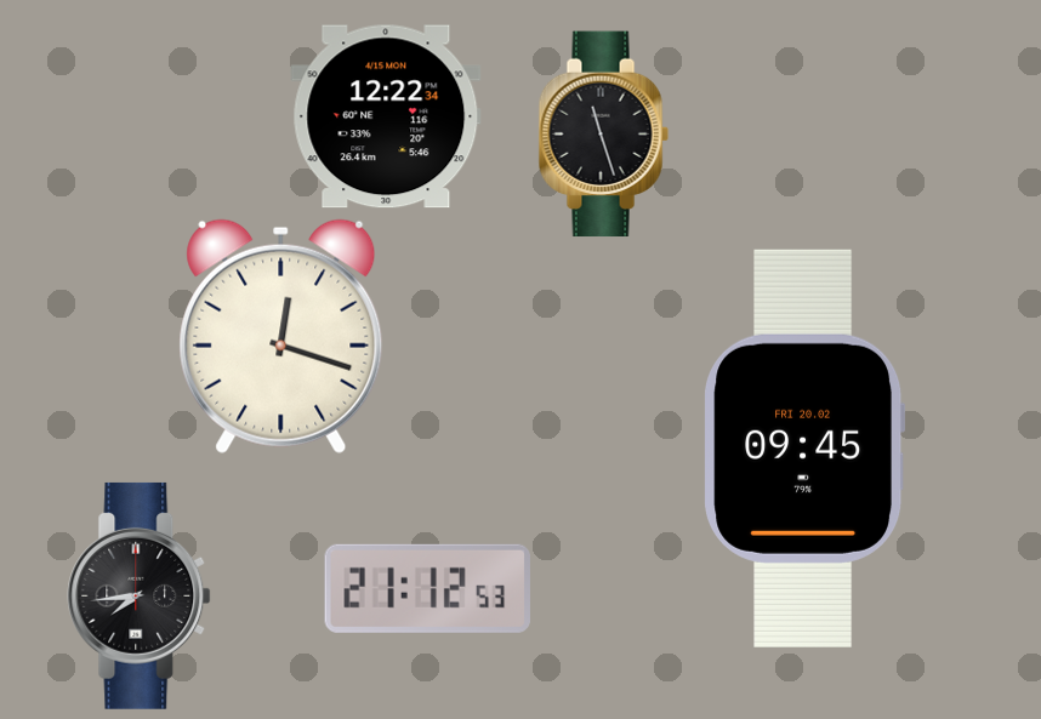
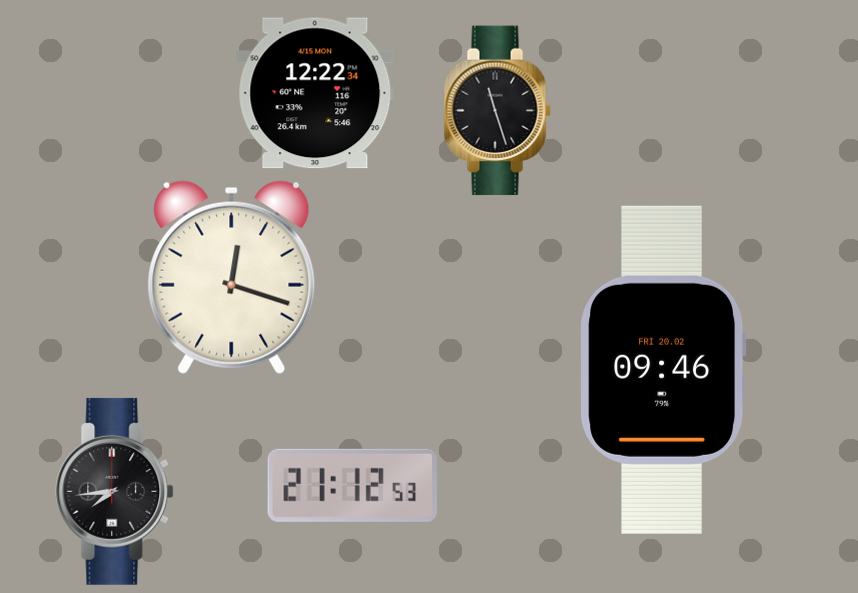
clock at (386, 116) position: (386, 116) -> (315, 93)
clock at (804, 449): 09:45 -> 09:46
